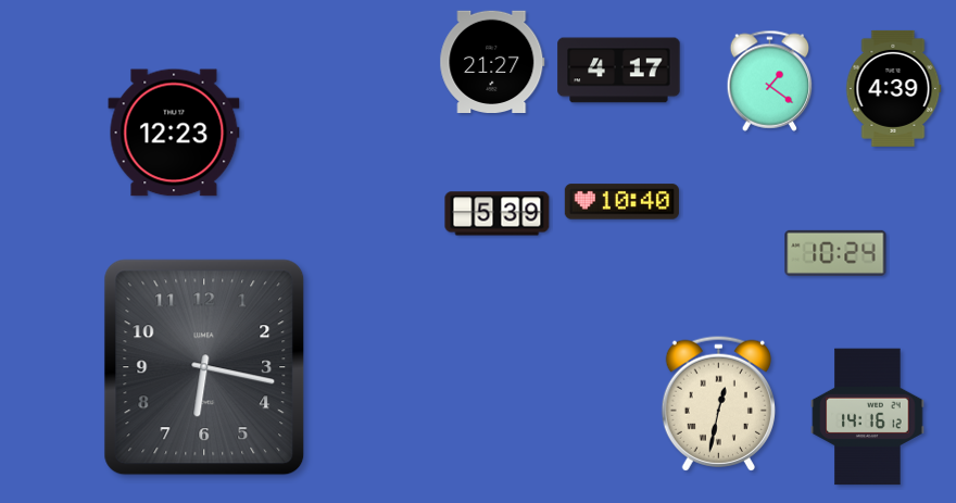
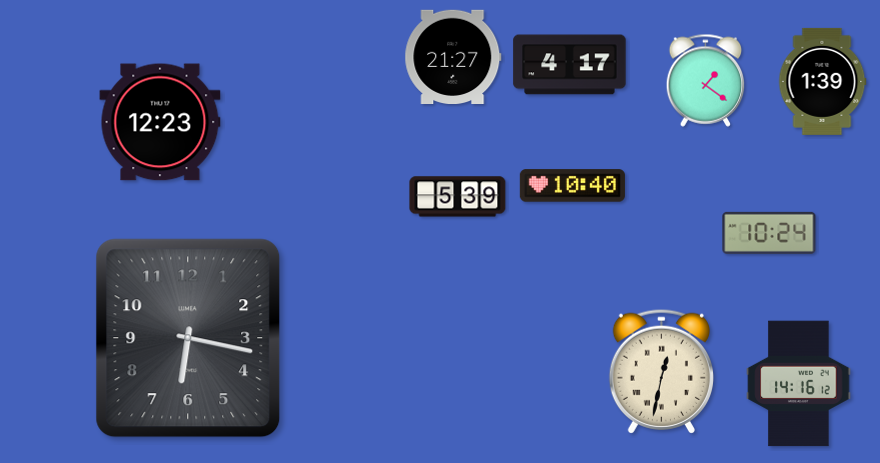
clock at (770, 80) position: (770, 80) -> (706, 80)
clock at (894, 88): 4:39 -> 1:39
